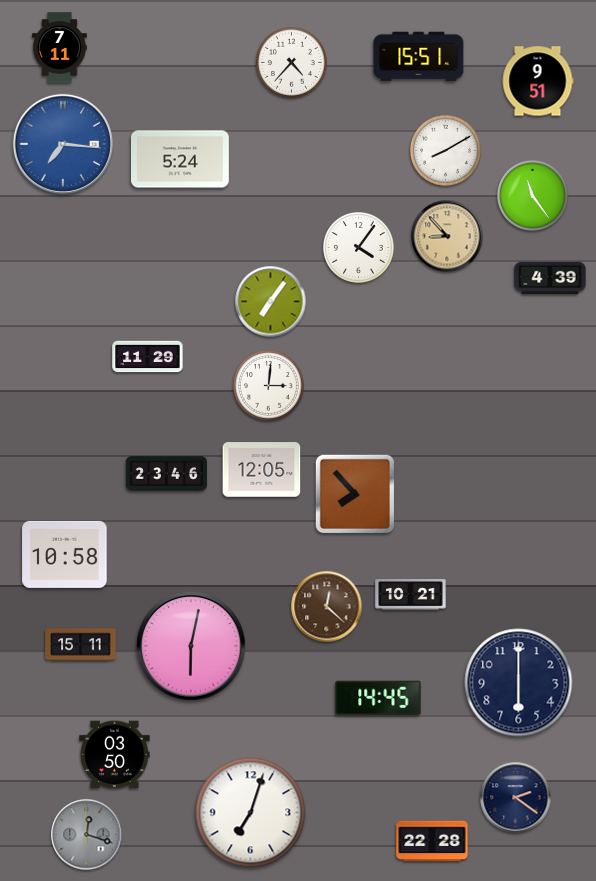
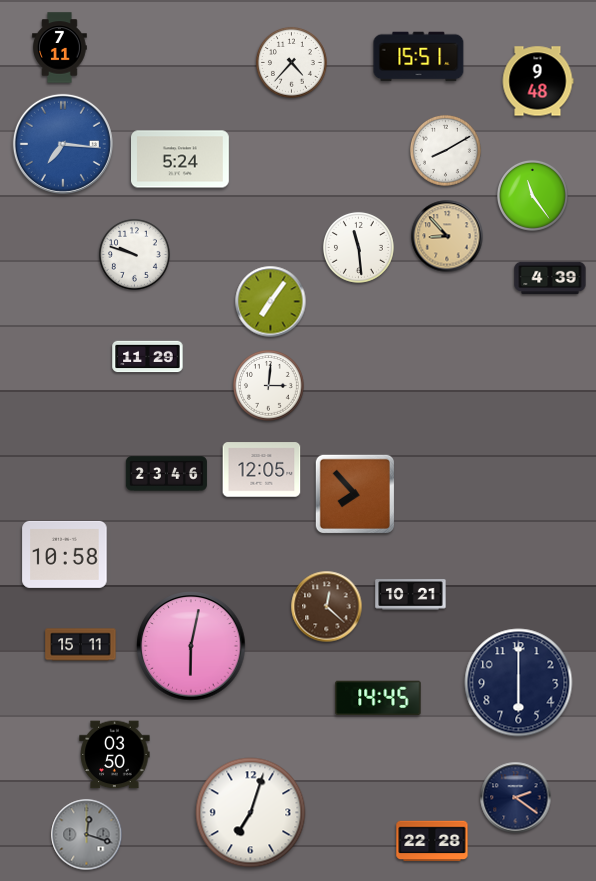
clock at (538, 81): 9:51 -> 9:48
clock at (358, 247): 4:06 -> 11:29
clock at (134, 254): none -> 9:48
